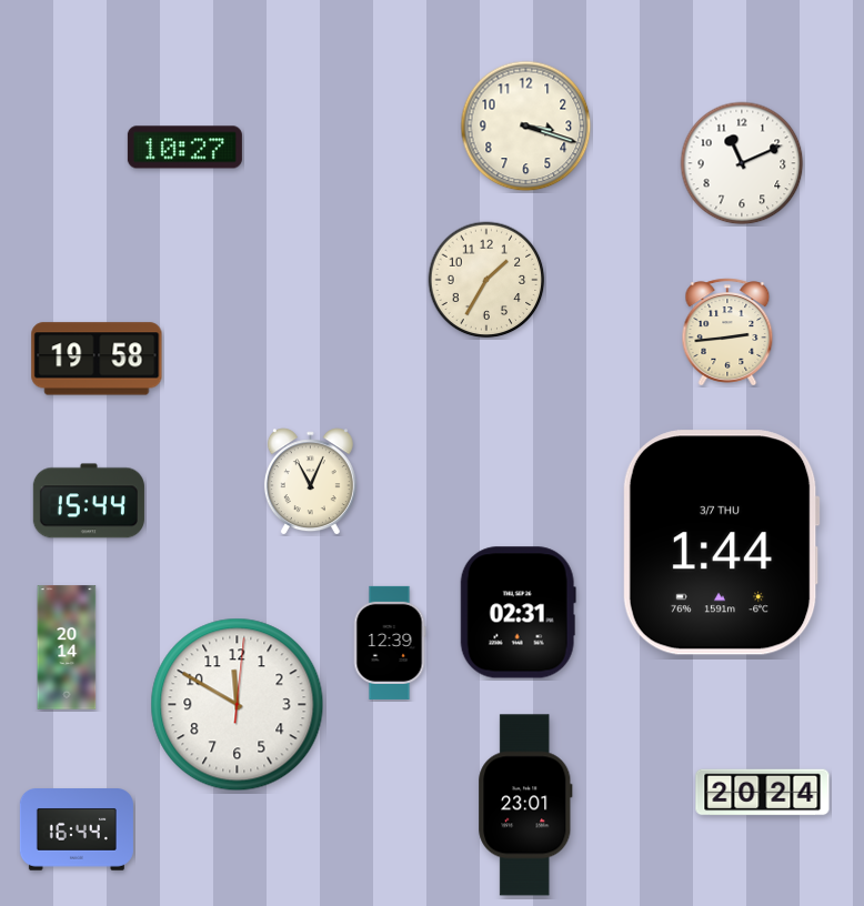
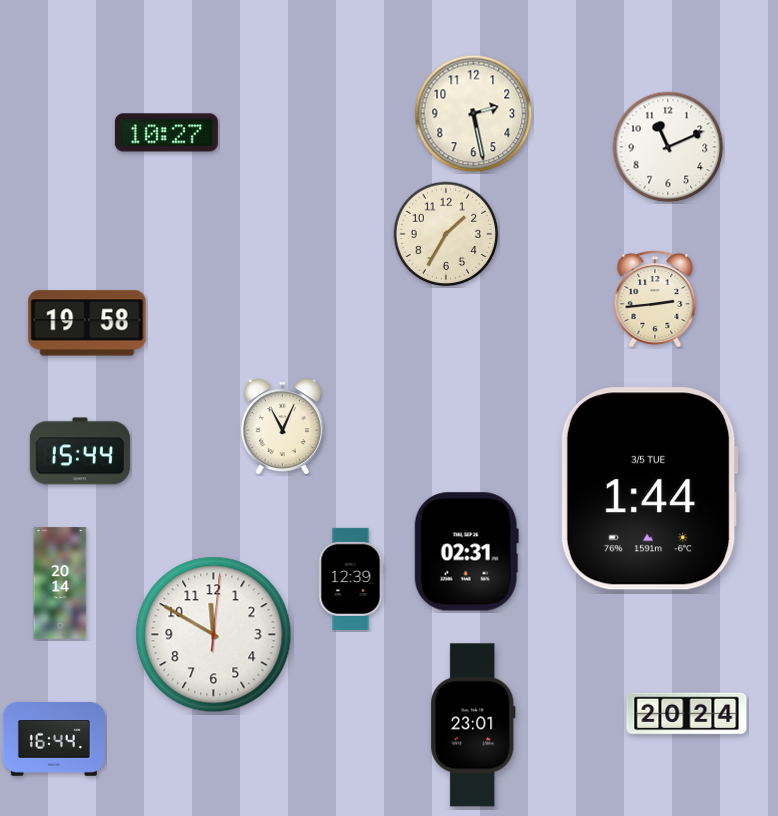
clock at (526, 127): 3:18 -> 2:28
clock at (486, 280) position: (486, 280) -> (446, 234)
clock at (310, 482) position: (310, 482) -> (282, 427)
clock at (721, 543) date: 3/7 THU -> 3/5 TUE
clock at (77, 830) position: (77, 830) -> (54, 740)
